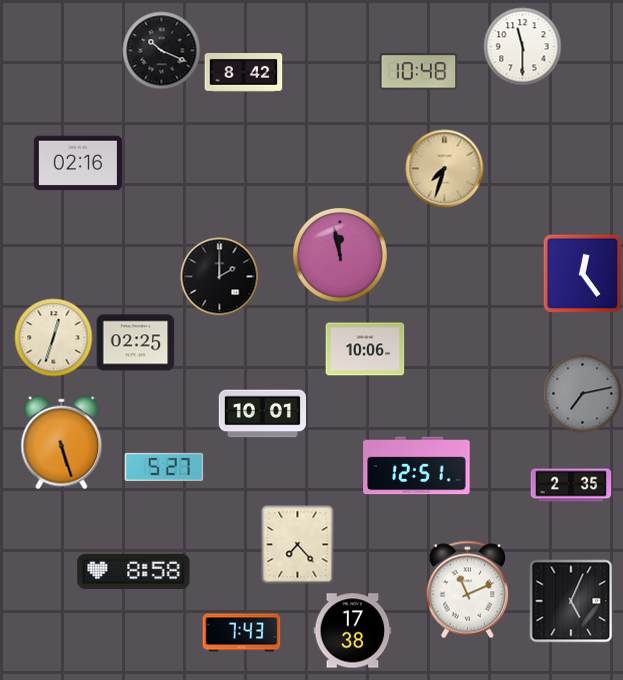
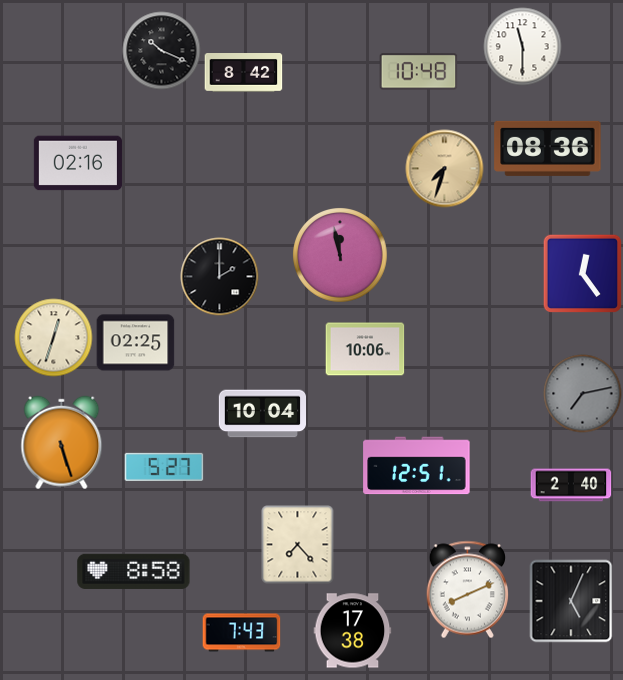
clock at (548, 148): none -> 08:36
clock at (262, 414): 10:01 -> 10:04
clock at (571, 485): 2:35 -> 2:40
clock at (467, 589): 11:11 -> 8:11
